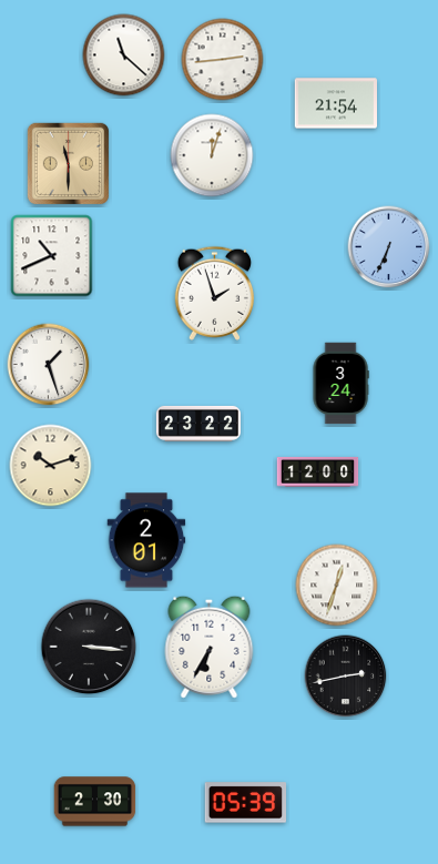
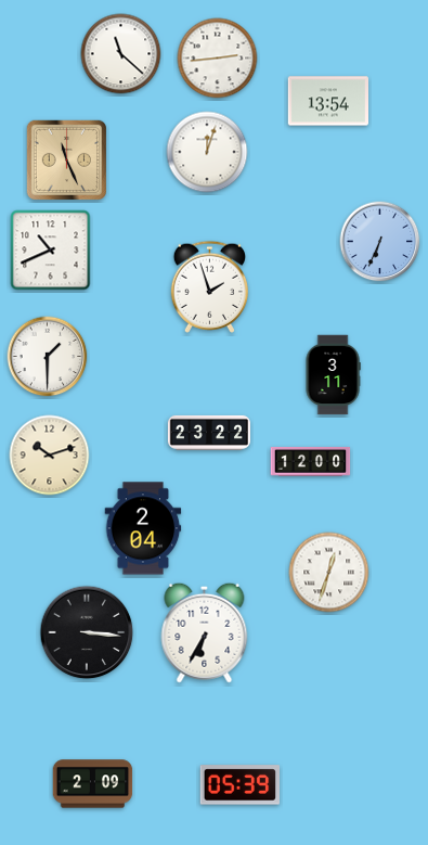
clock at (335, 103): 21:54 -> 13:54
clock at (68, 163): 11:30 -> 11:26
clock at (49, 365): 1:27 -> 1:30
clock at (340, 384): 3:24 -> 3:11
clock at (198, 424) position: (198, 424) -> (209, 433)
clock at (146, 540): 2:01 -> 2:04
clock at (346, 677): 2:43 -> none
clock at (95, 802): 2:30 -> 2:09
